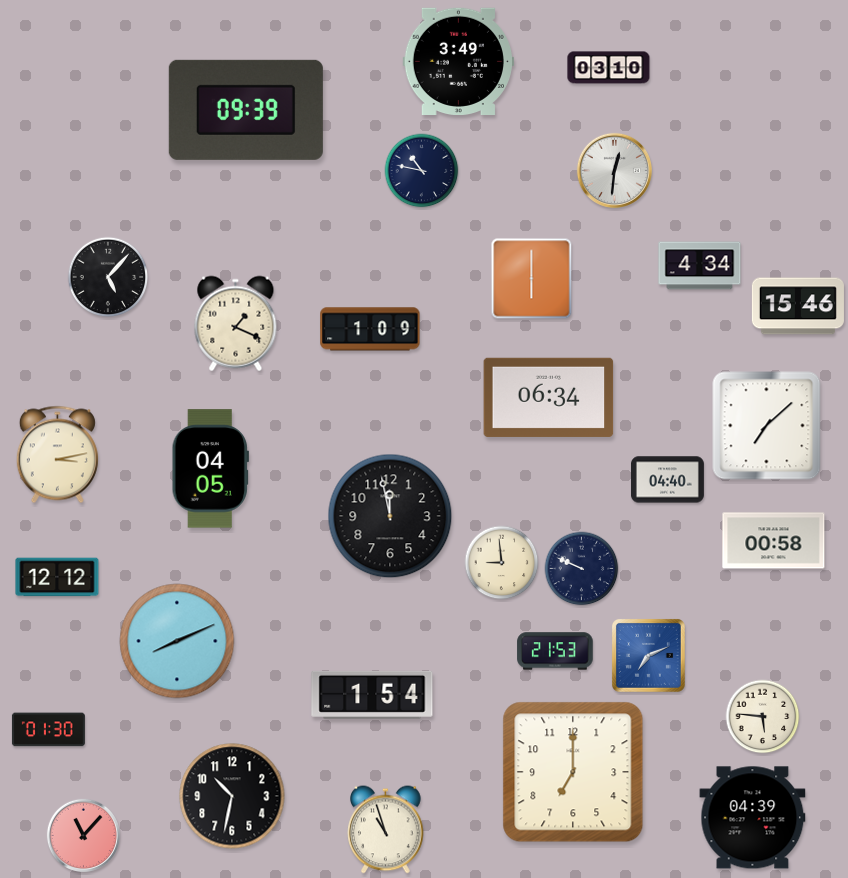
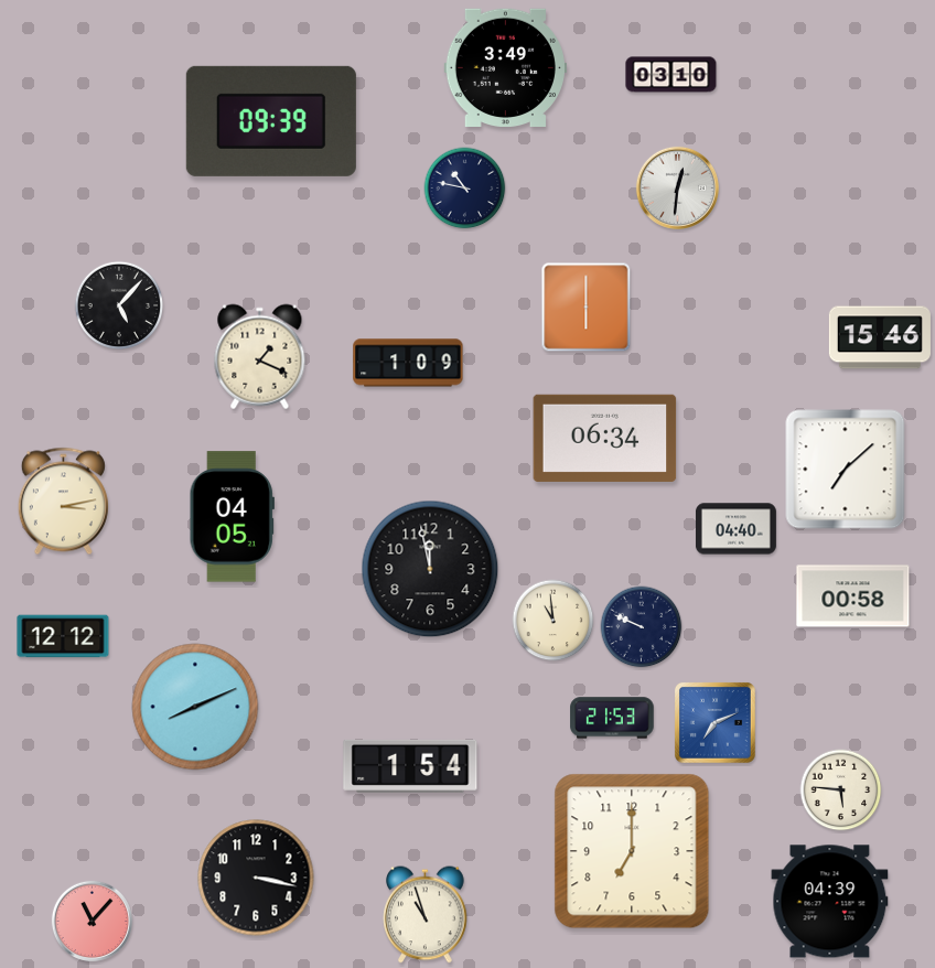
clock at (700, 266): 4:34 -> none
clock at (502, 563): 8:59 -> 10:59
clock at (48, 730): 01:30 -> none
clock at (232, 796): 10:32 -> 3:17
